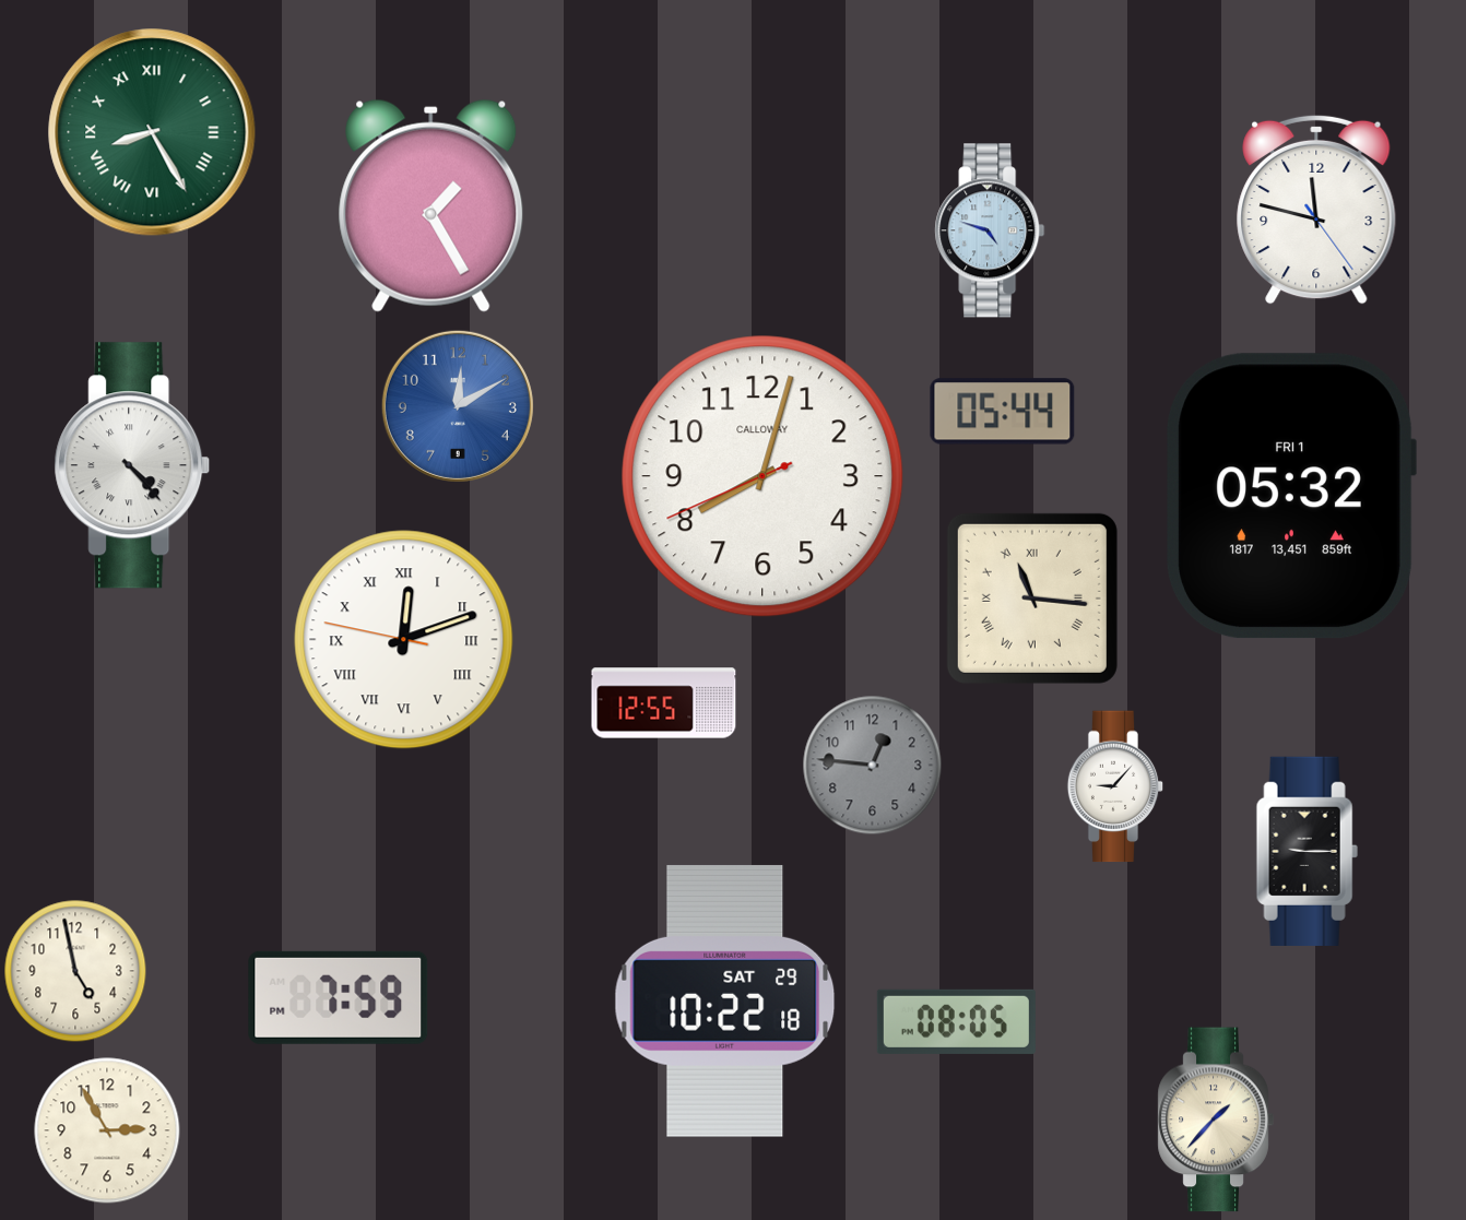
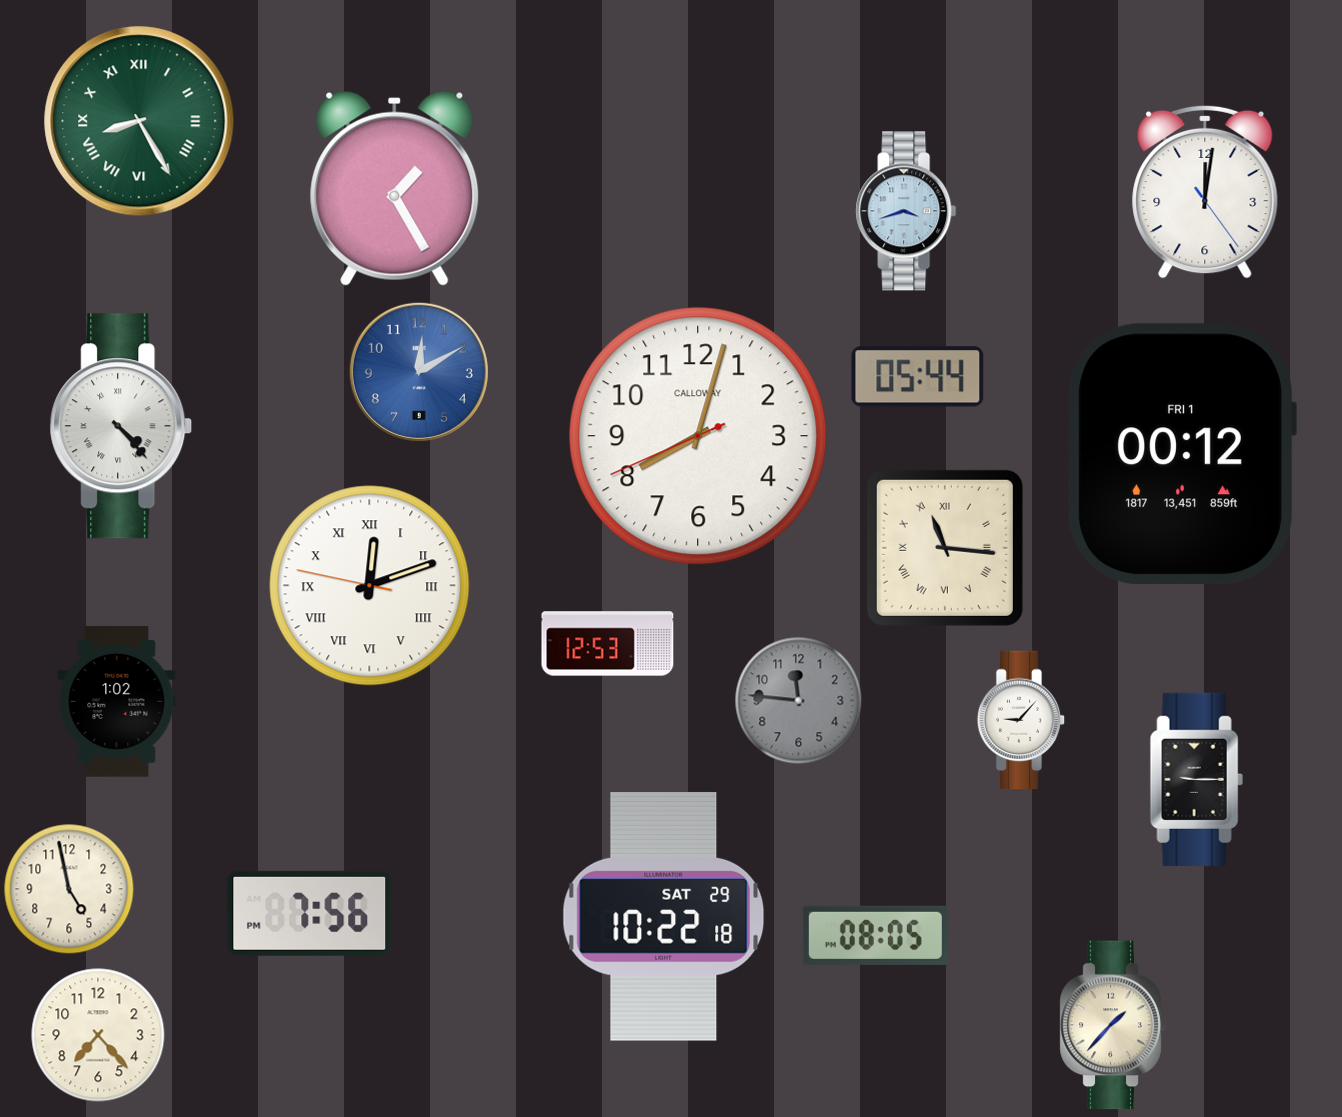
clock at (1316, 210): 11:47 -> 12:01
clock at (990, 230): 4:48 -> 3:42
clock at (1291, 496): 05:32 -> 00:12
clock at (664, 703): 12:55 -> 12:53
clock at (873, 766): 12:46 -> 11:46
clock at (117, 702): none -> 1:02
clock at (339, 997): 7:59 -> 7:56
clock at (107, 1130): 2:55 -> 7:23
